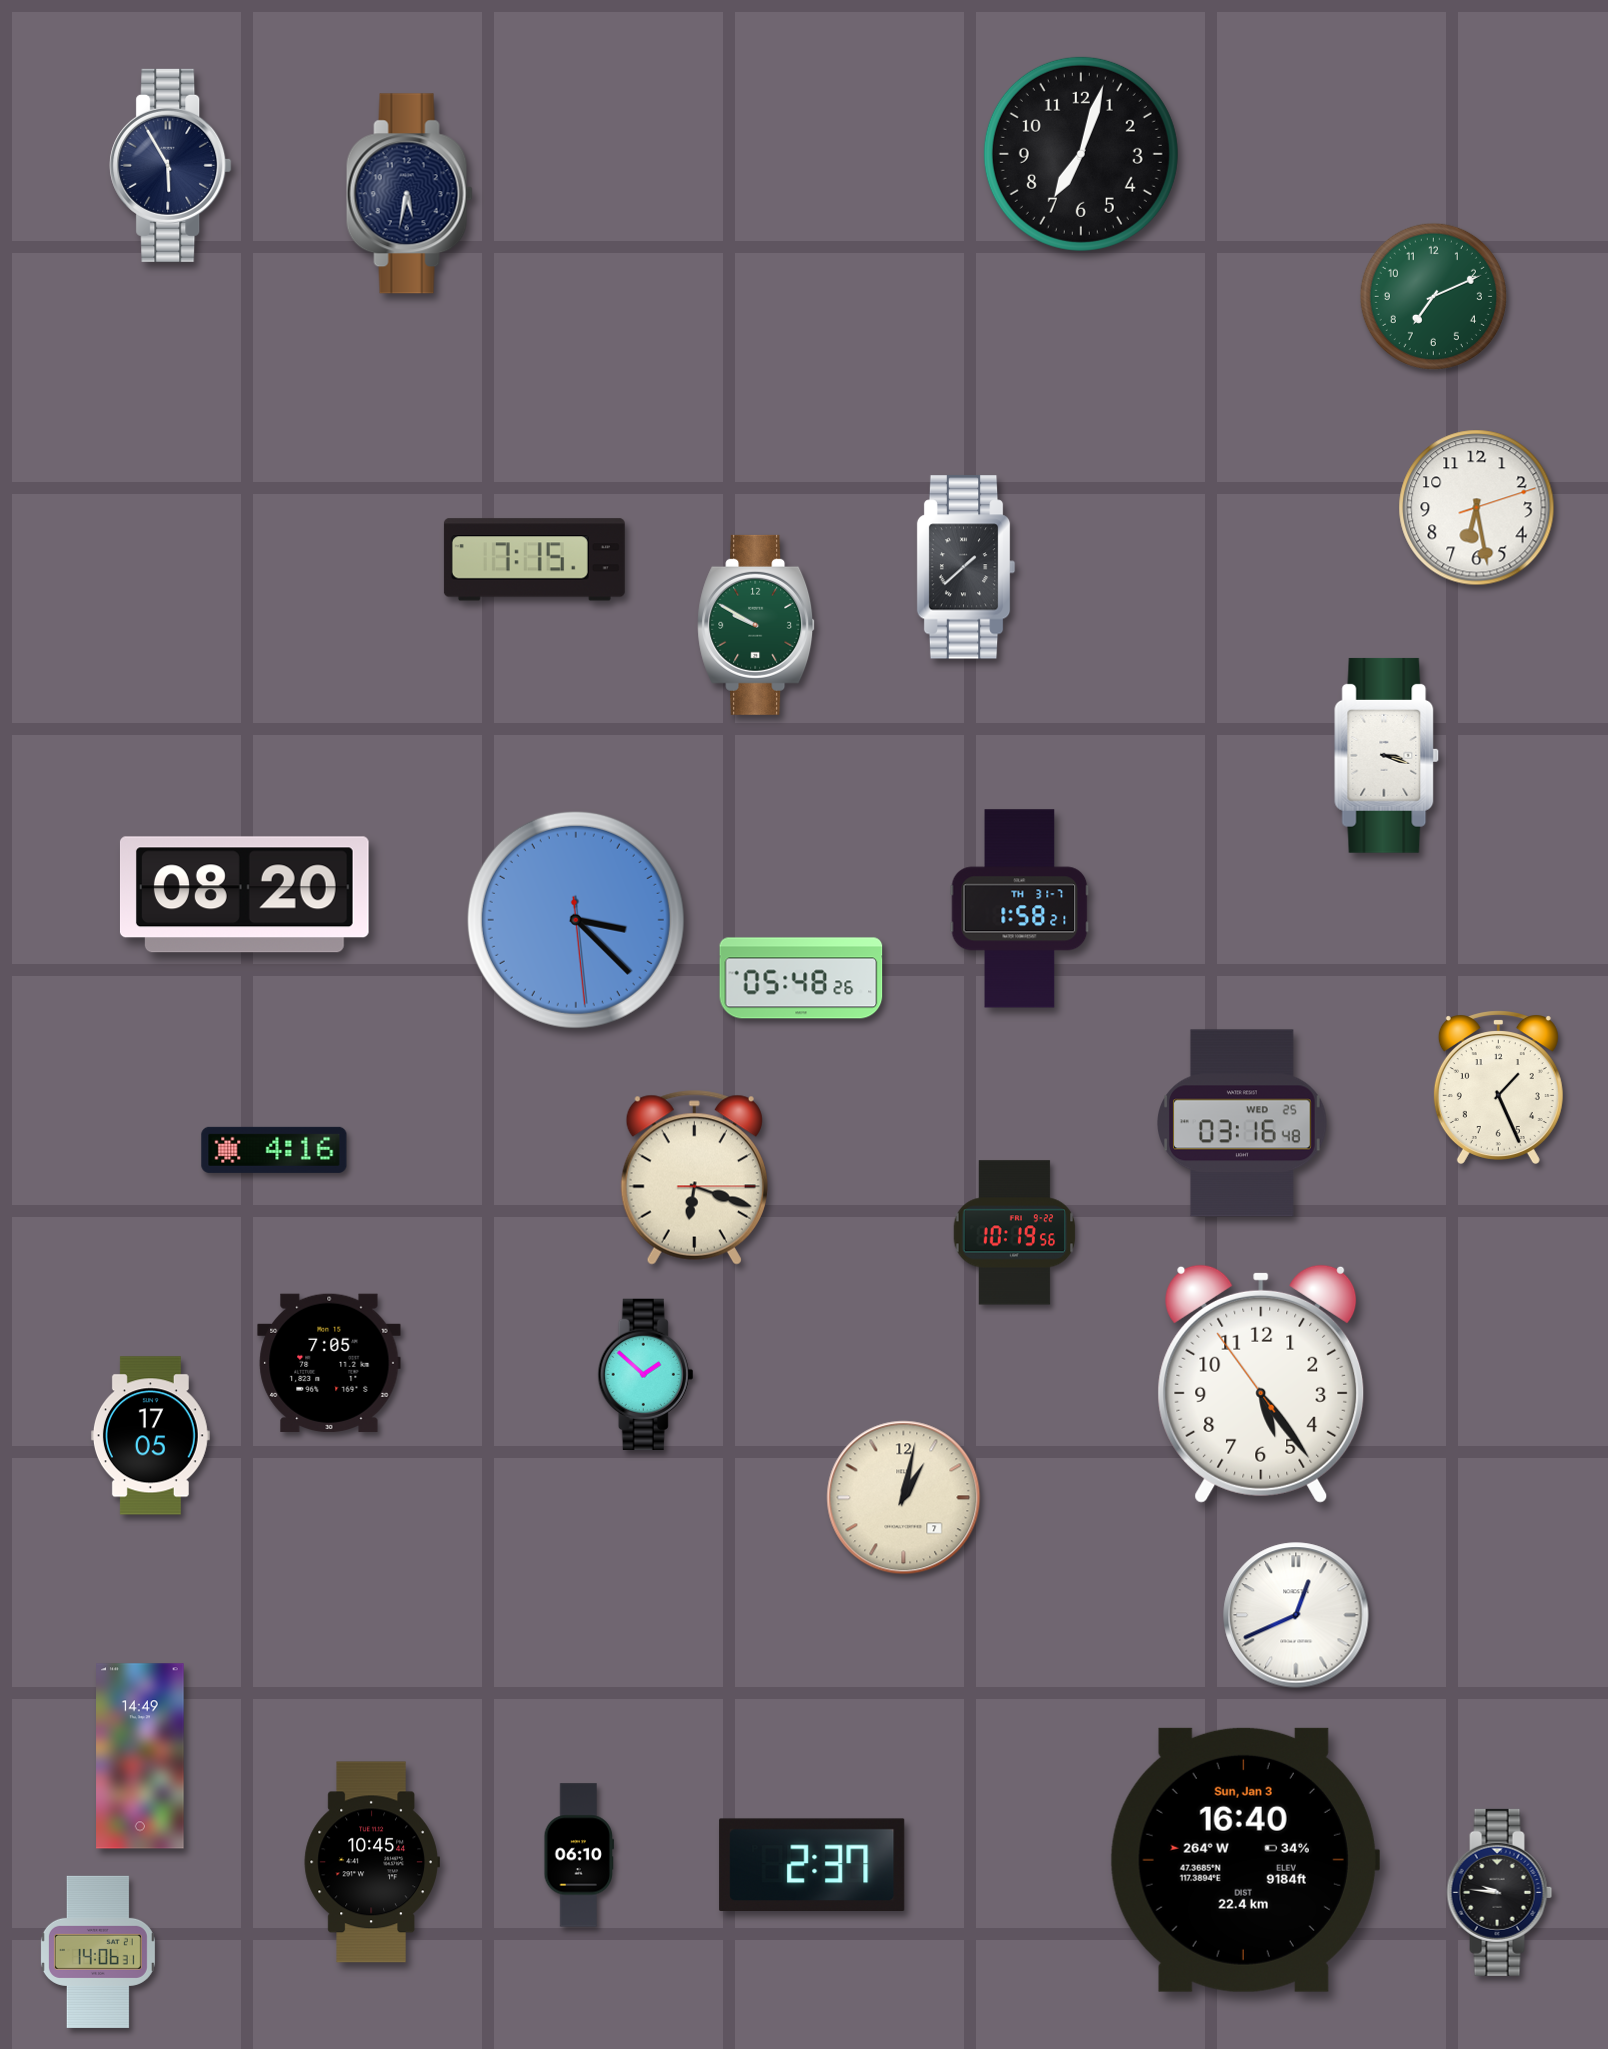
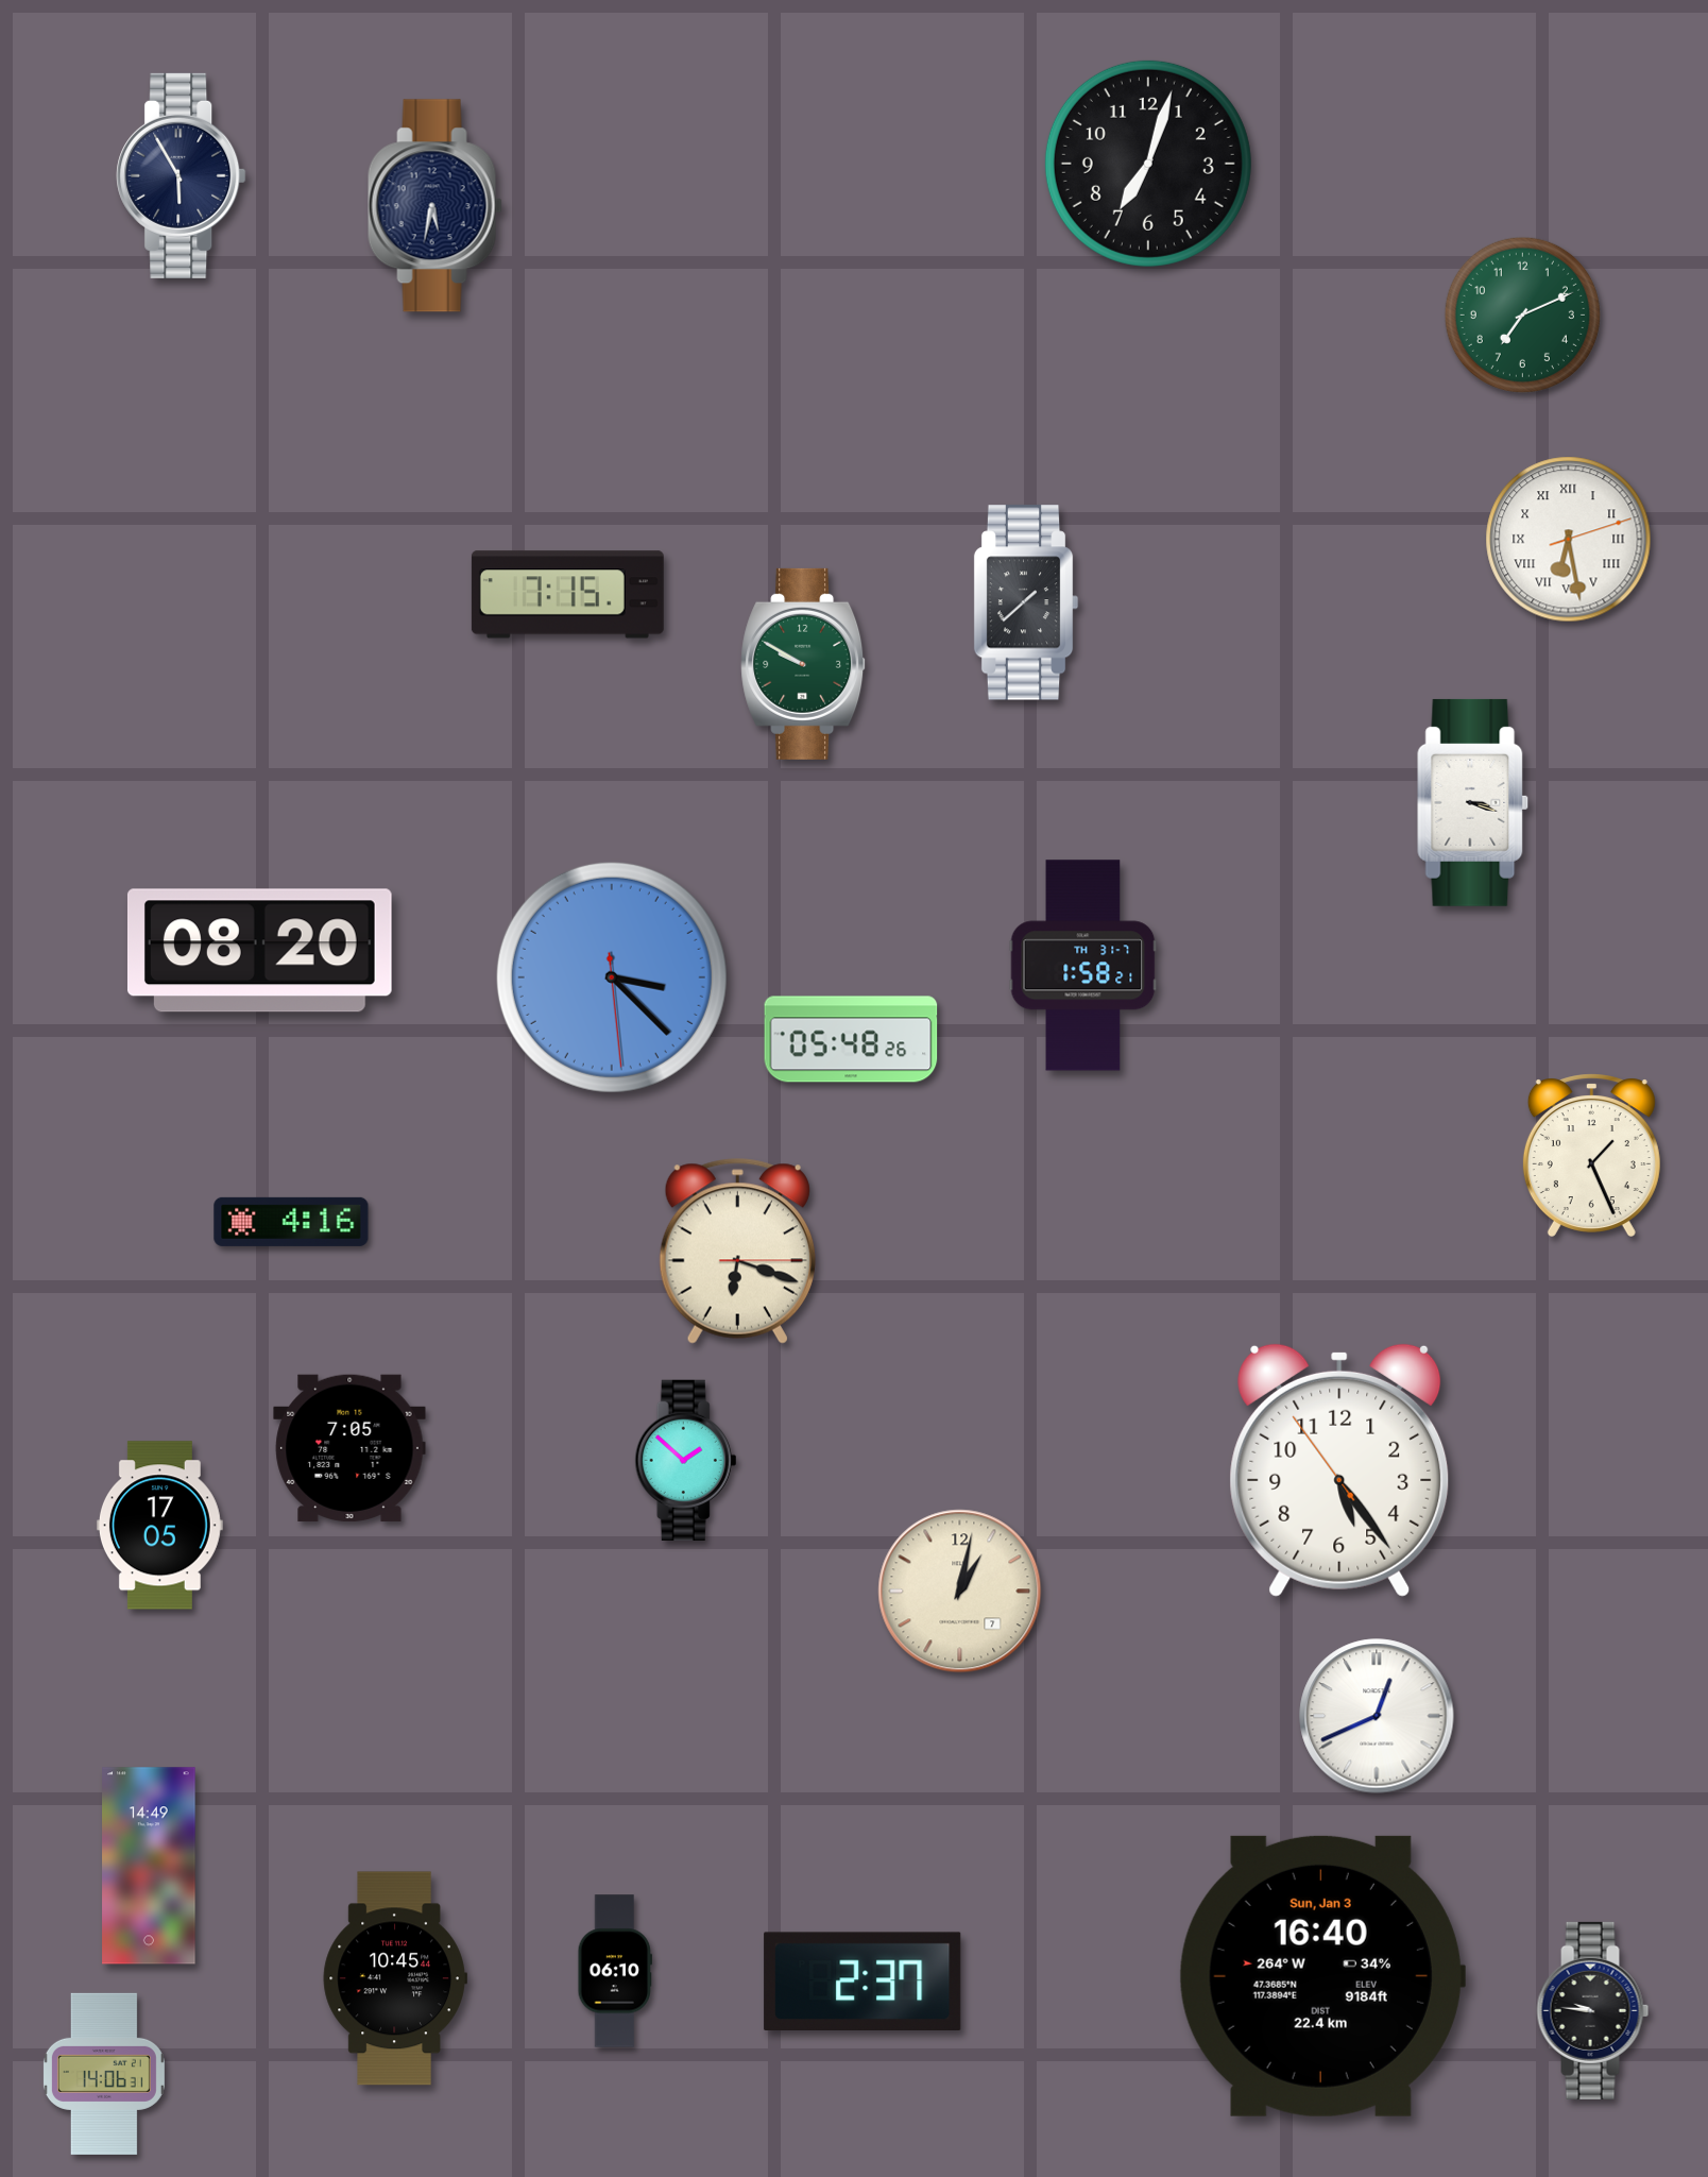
clock at (1477, 508) numerals: Arabic -> Roman
clock at (1242, 1123): 03:16 -> none
clock at (1015, 1233): 10:19 -> none
